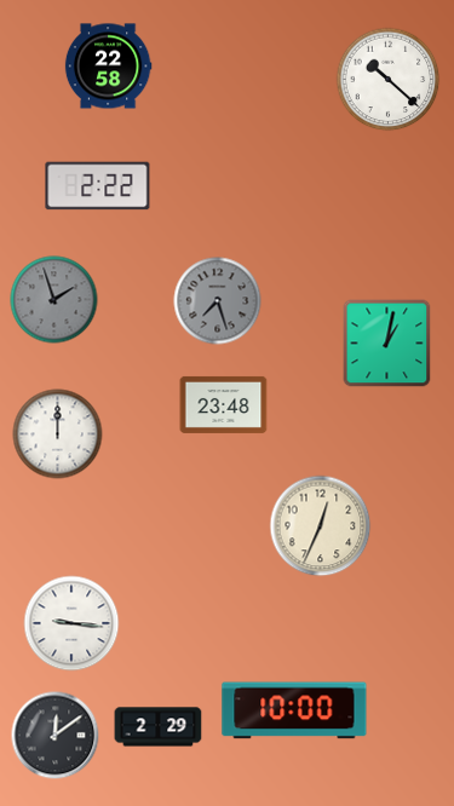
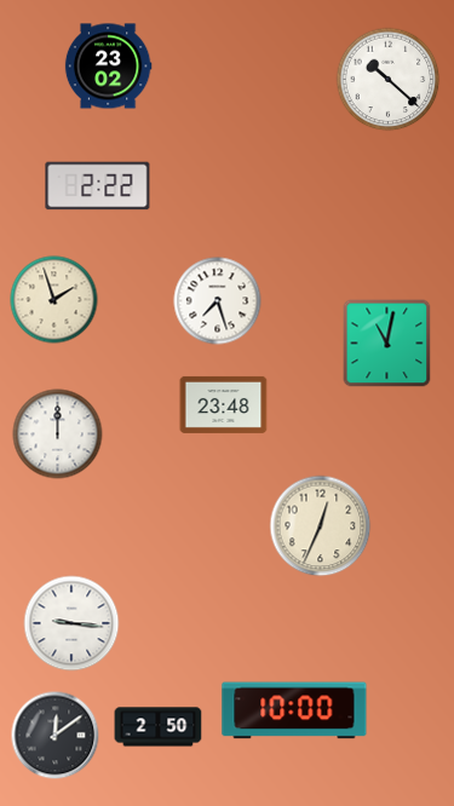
clock at (108, 67): 22:58 -> 23:02
clock at (54, 300) dial: grey -> cream
clock at (218, 301) dial: grey -> white
clock at (387, 344): 1:02 -> 11:02
clock at (159, 727): 2:29 -> 2:50
